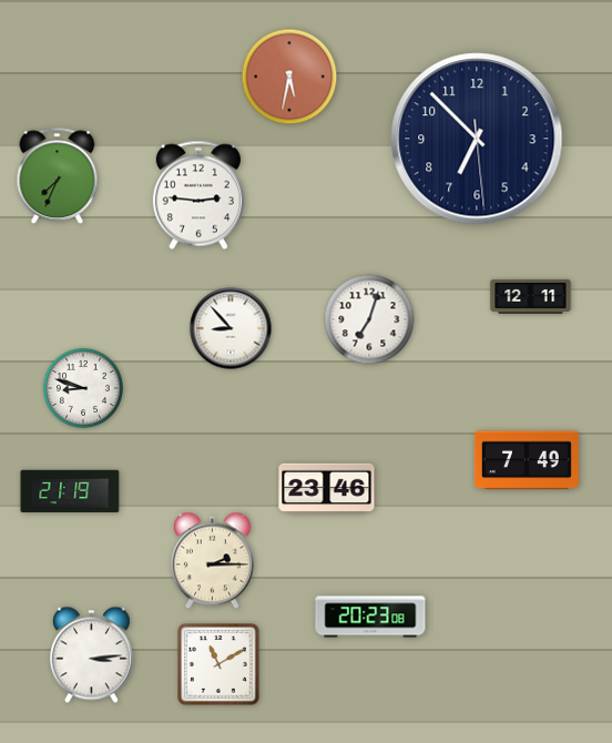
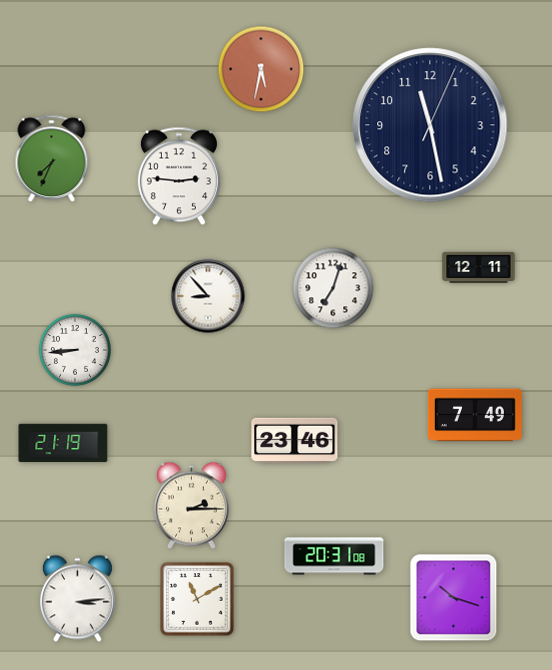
clock at (477, 139): 6:52 -> 11:28
clock at (83, 388): 8:48 -> 8:44
clock at (370, 617): 20:23 -> 20:31
clock at (91, 655) position: (91, 655) -> (77, 599)
clock at (454, 598): none -> 10:18
